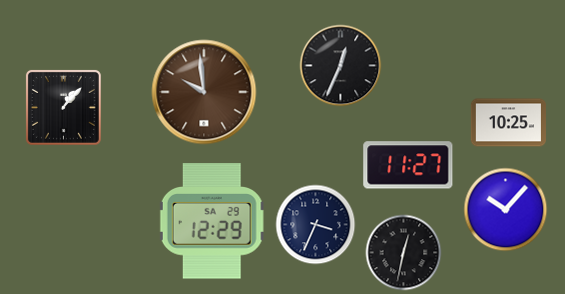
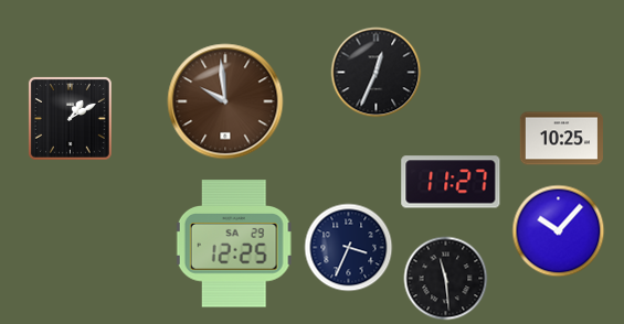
clock at (63, 107): 1:07 -> 1:10
clock at (508, 123) position: (508, 123) -> (561, 139)
clock at (212, 221): 12:29 -> 12:25
clock at (404, 253): 12:32 -> 11:29
